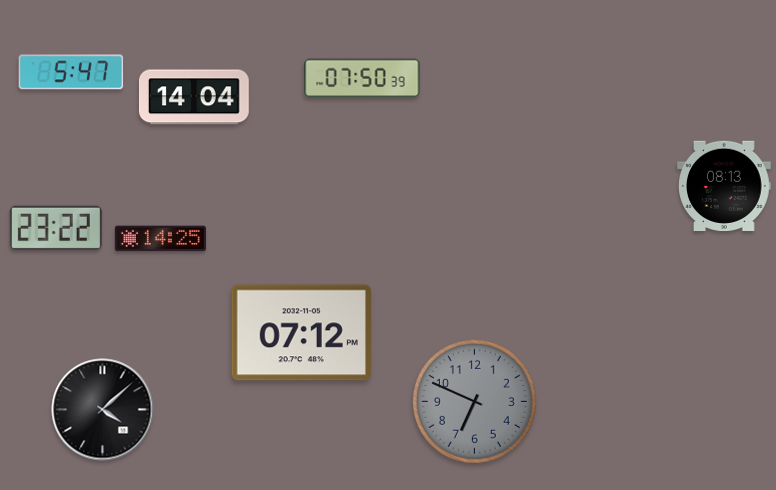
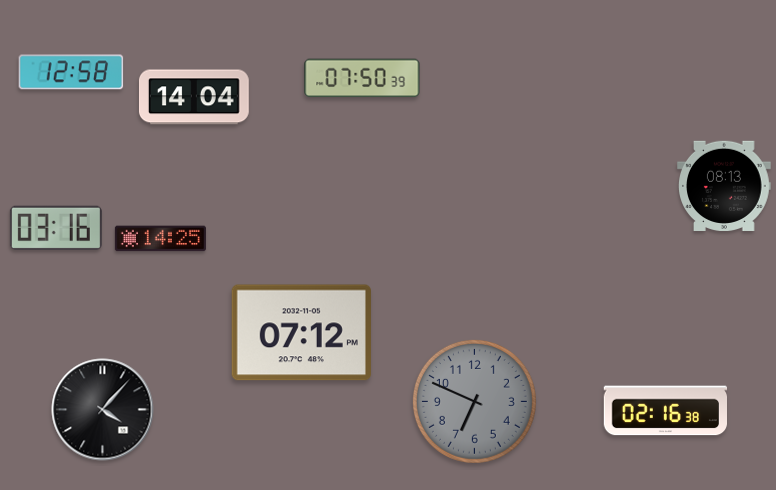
clock at (71, 72): 5:47 -> 12:58
clock at (56, 227): 23:22 -> 03:16
clock at (103, 410): 4:08 -> 4:07
clock at (665, 411): none -> 02:16
